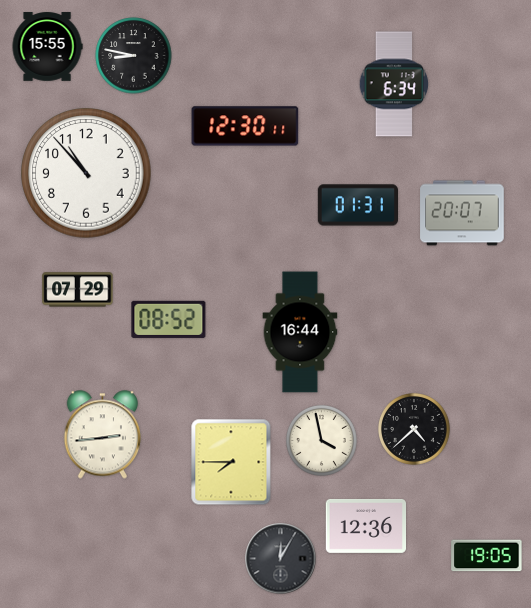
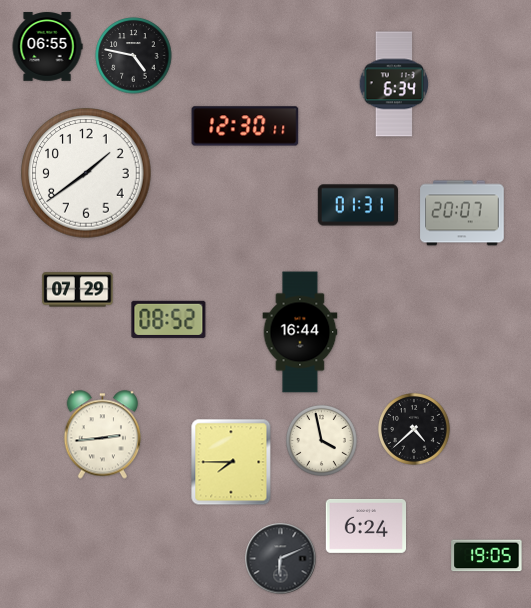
clock at (47, 47): 15:55 -> 06:55
clock at (134, 56): 8:47 -> 4:47
clock at (86, 173): 10:53 -> 1:39
clock at (365, 526): 12:36 -> 6:24
clock at (281, 559): 12:05 -> 6:11
